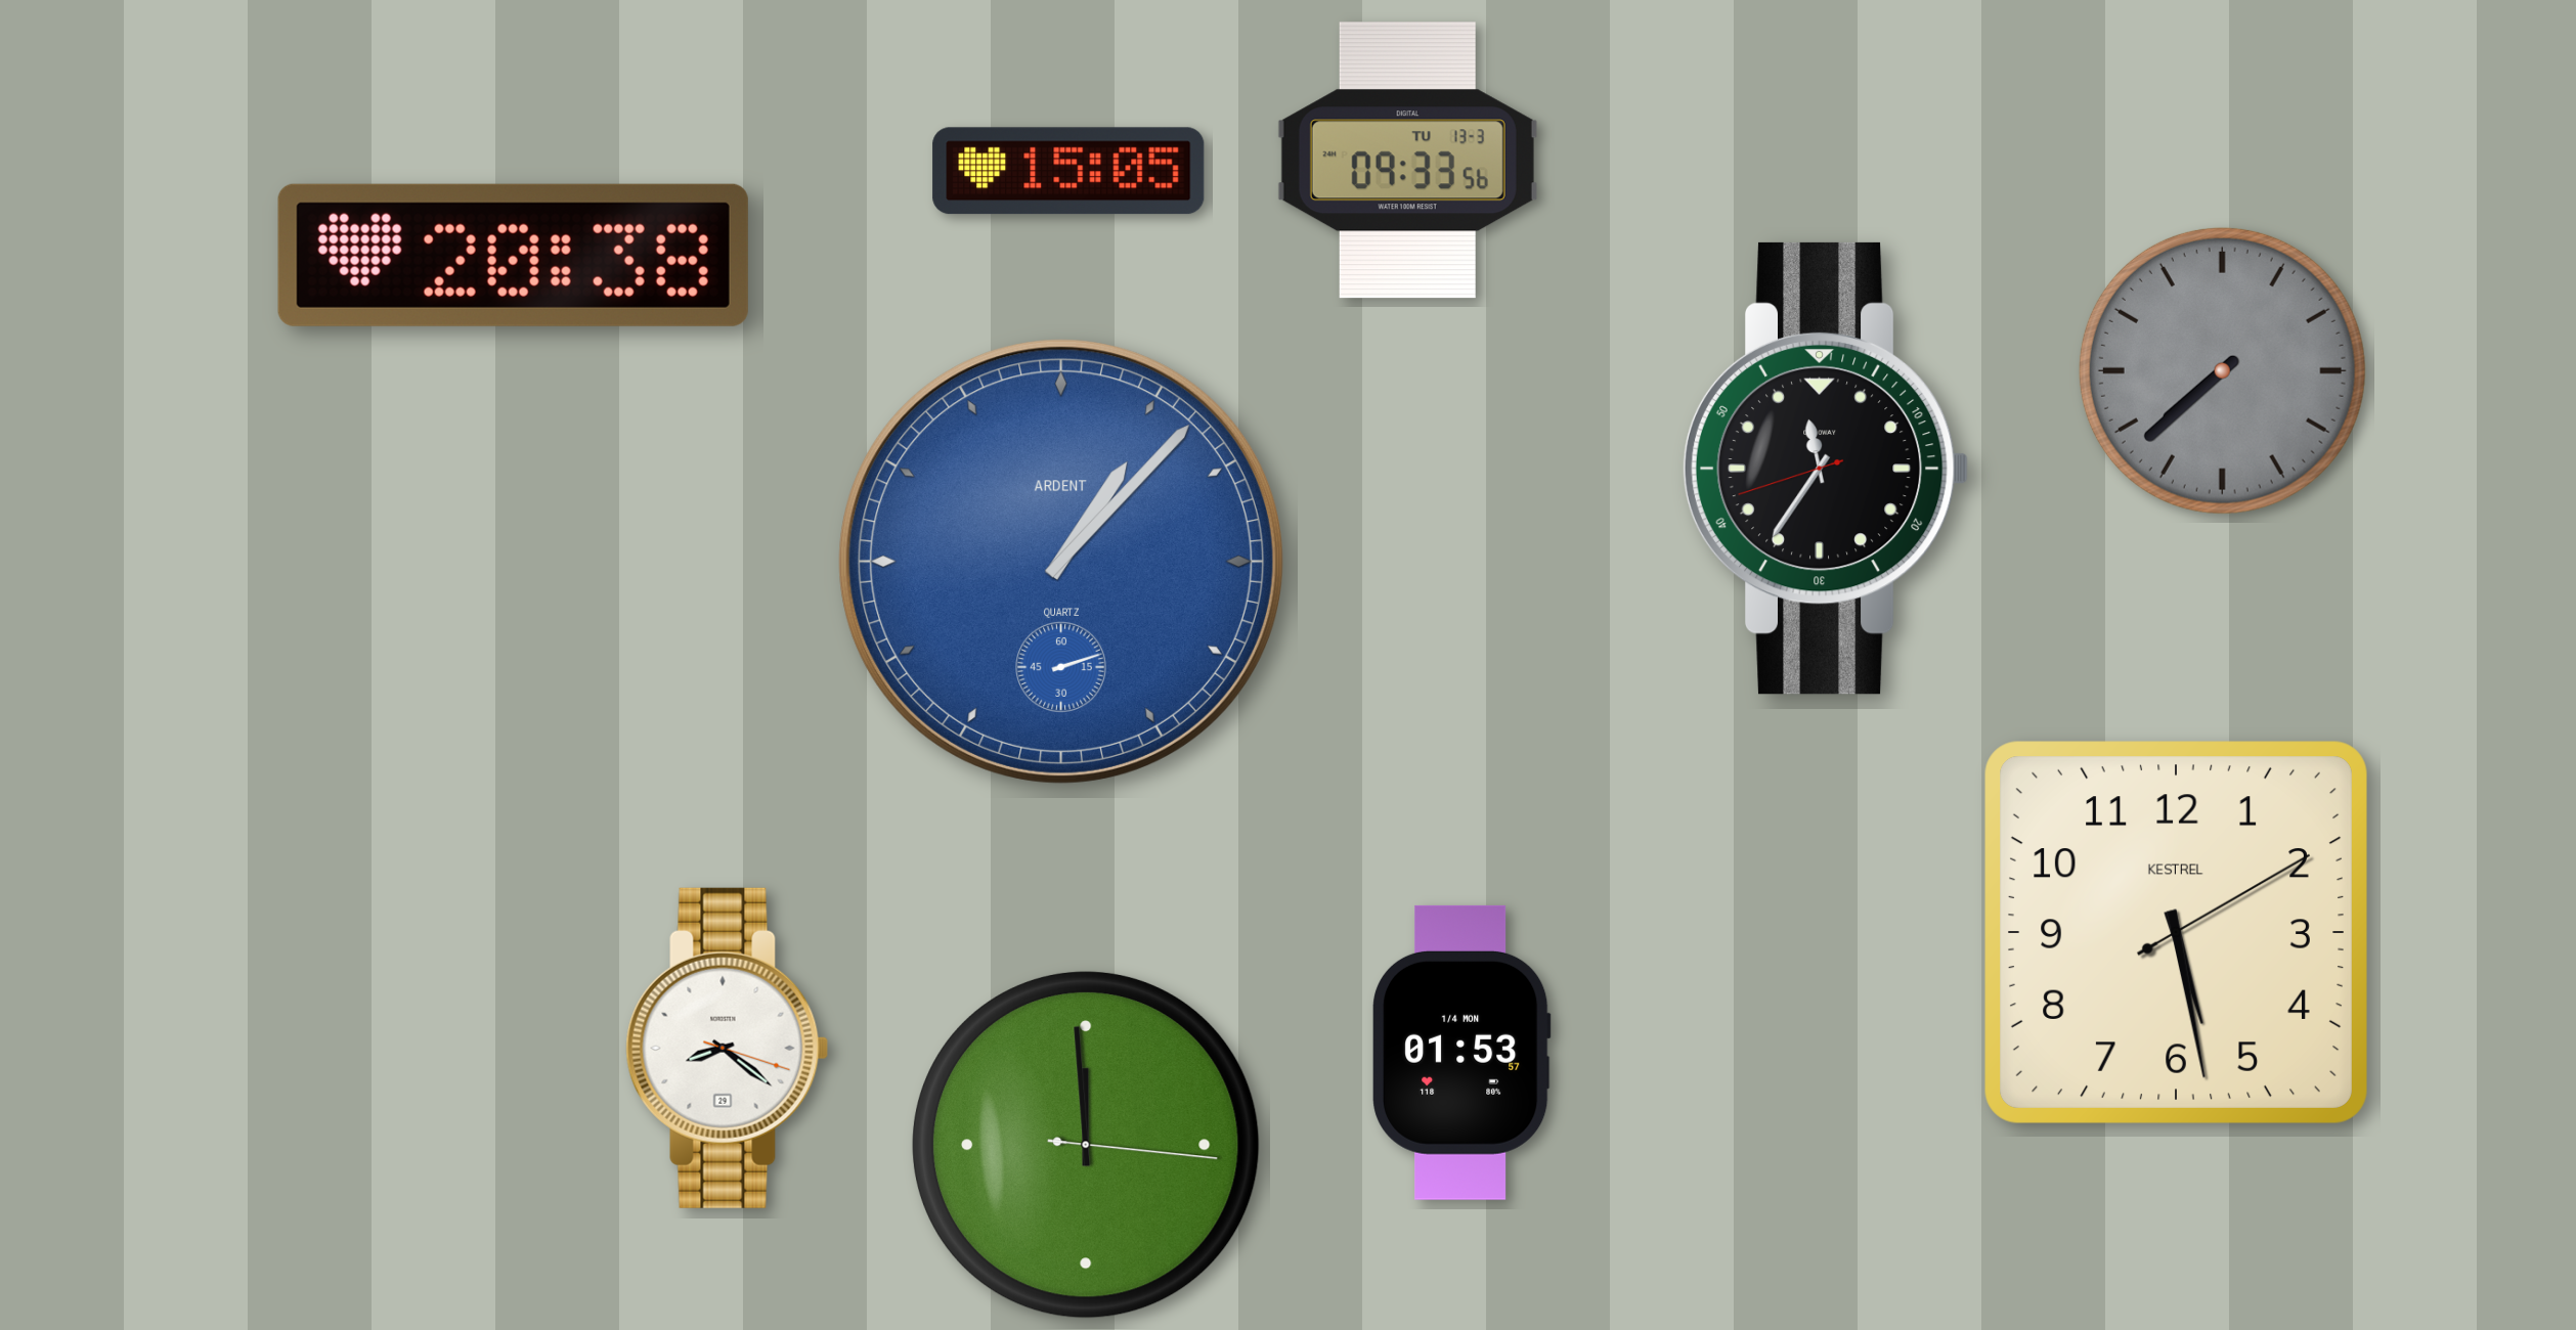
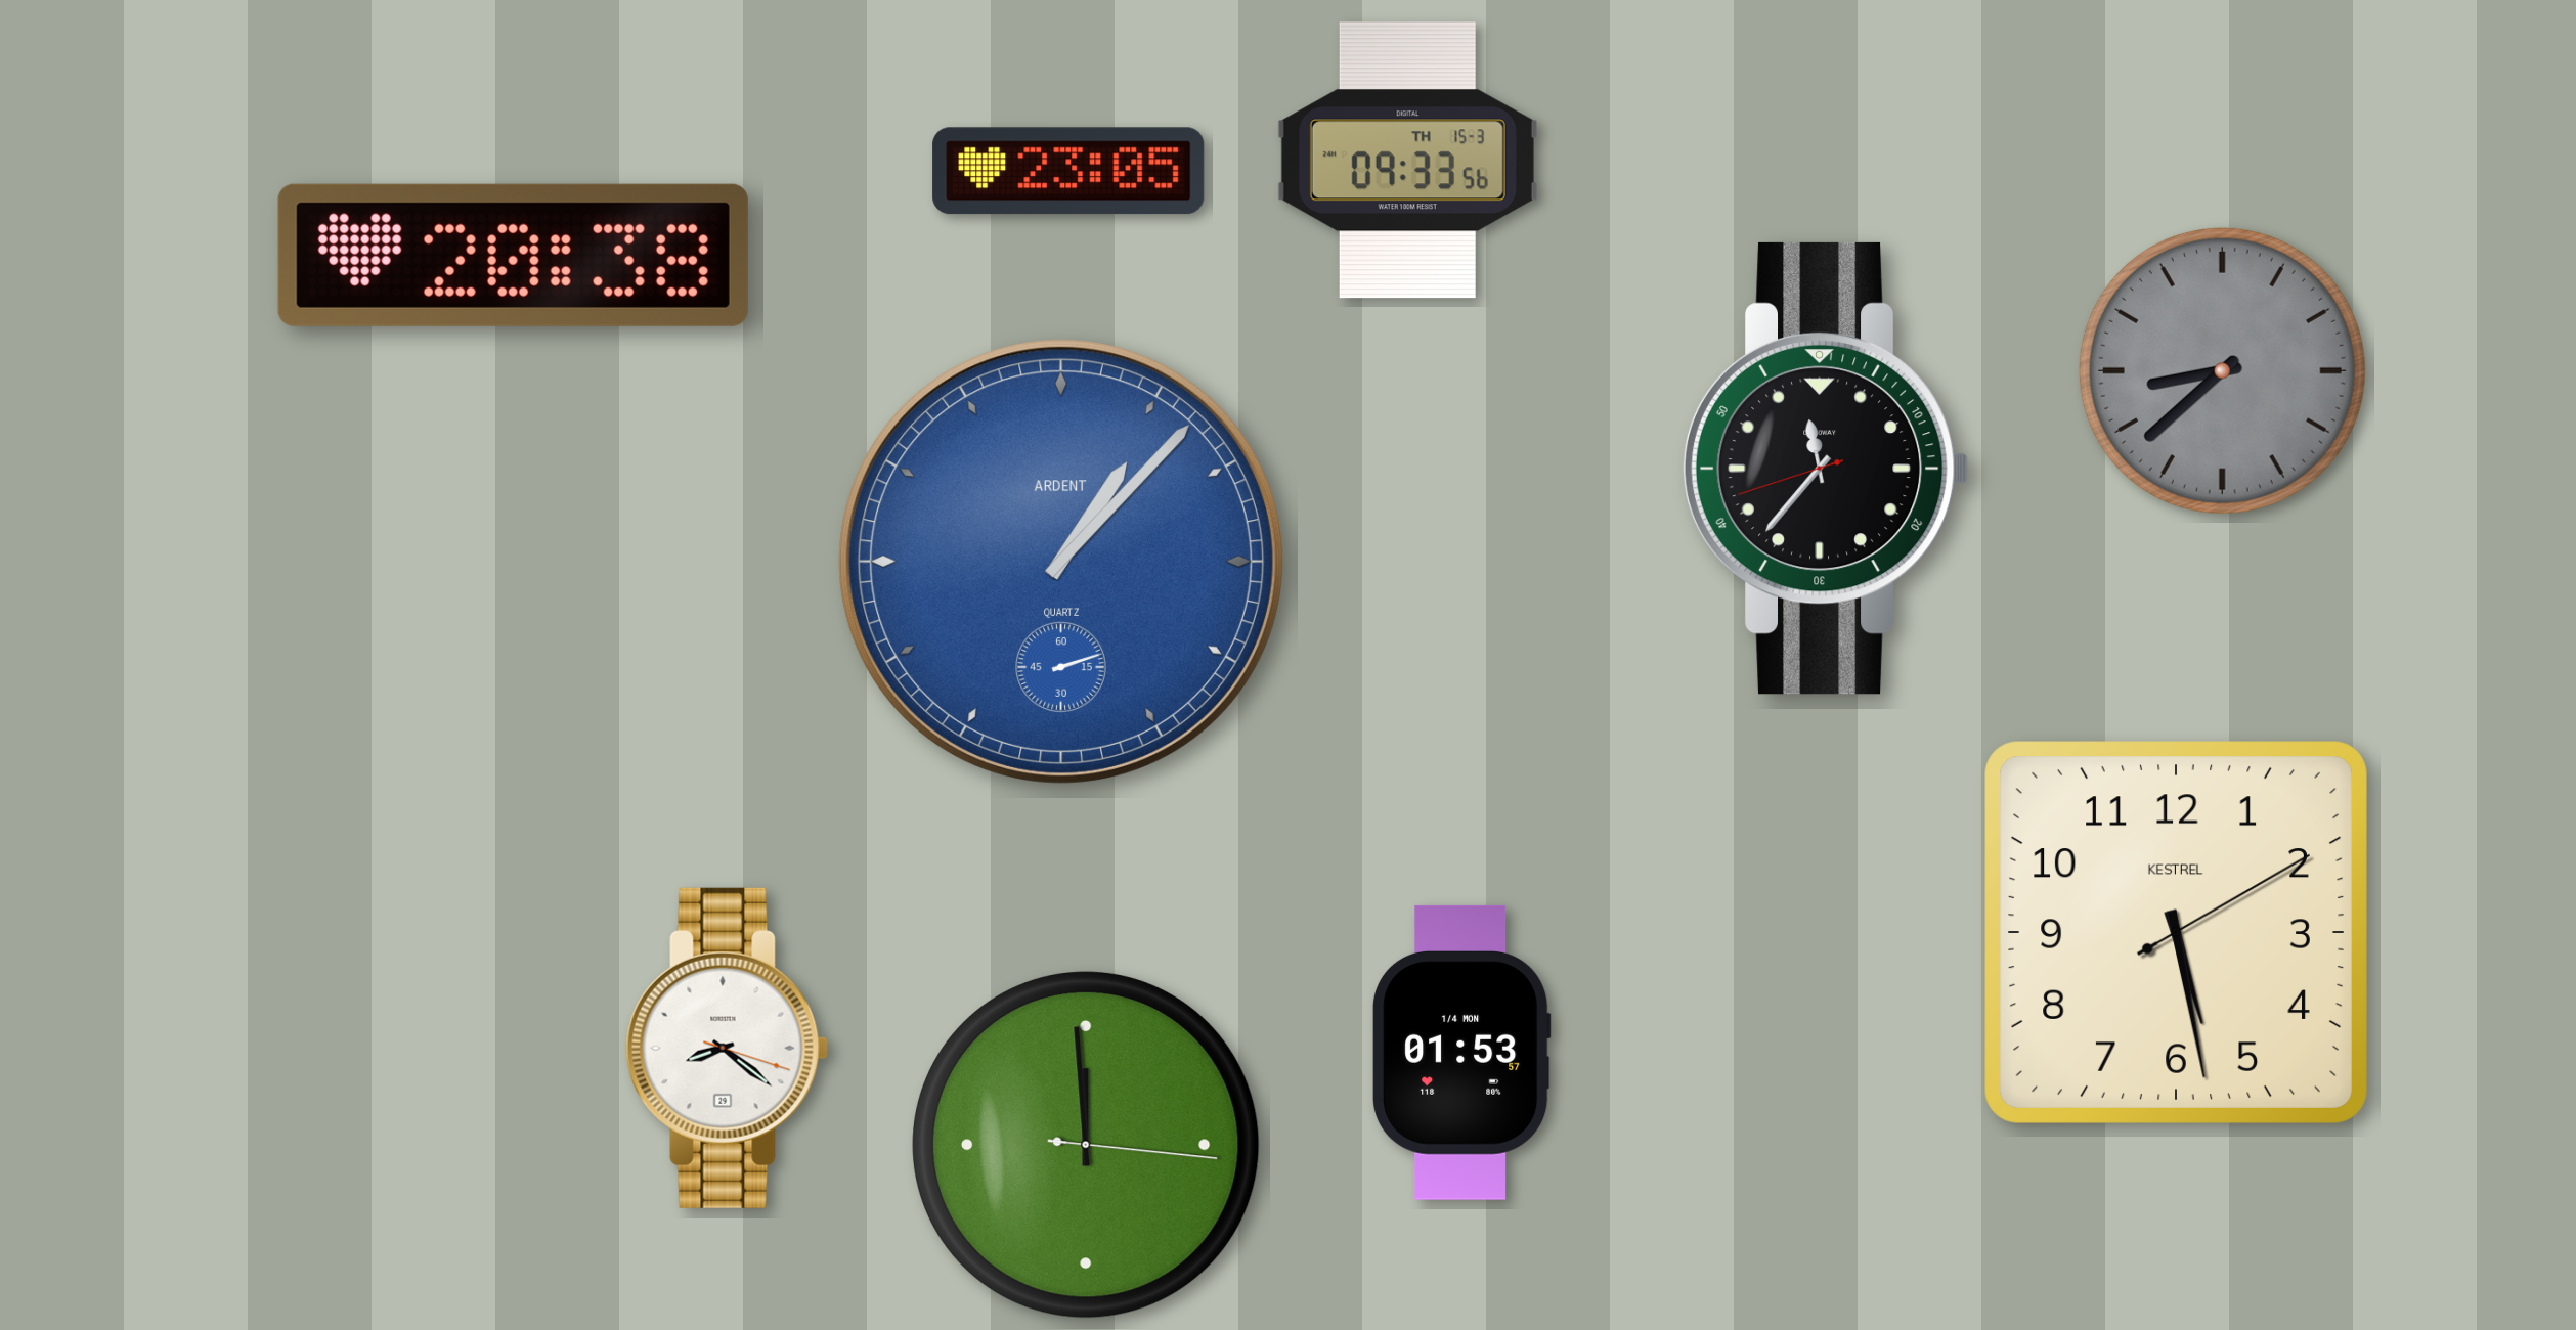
clock at (1407, 161) date: TU 13-3 -> TH 15-3
clock at (1068, 171): 15:05 -> 23:05
clock at (2222, 370): 7:38 -> 8:38
clock at (1826, 469): 11:35 -> 11:36
